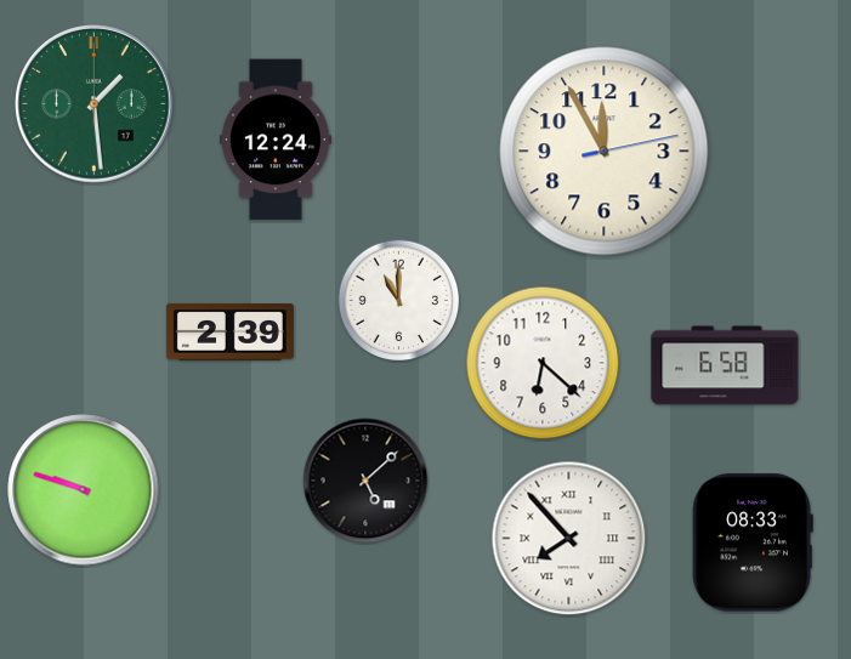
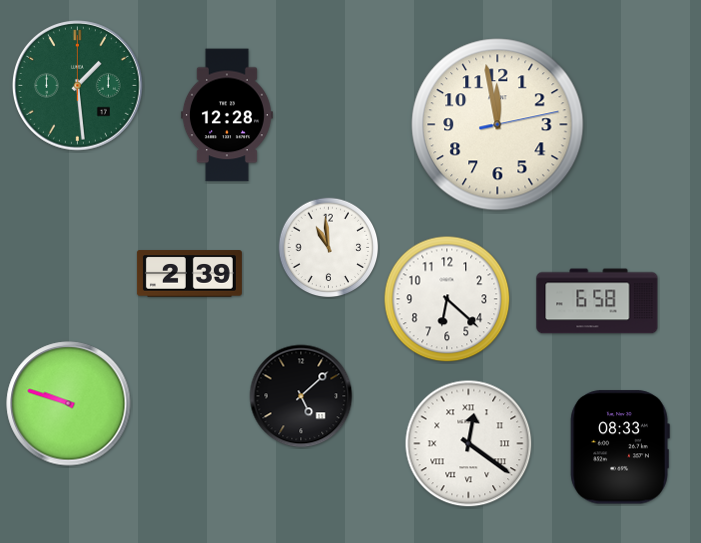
clock at (276, 140): 12:24 -> 12:28
clock at (605, 152): 11:55 -> 11:58
clock at (399, 301): 11:00 -> 10:59
clock at (569, 539): 7:53 -> 12:21
